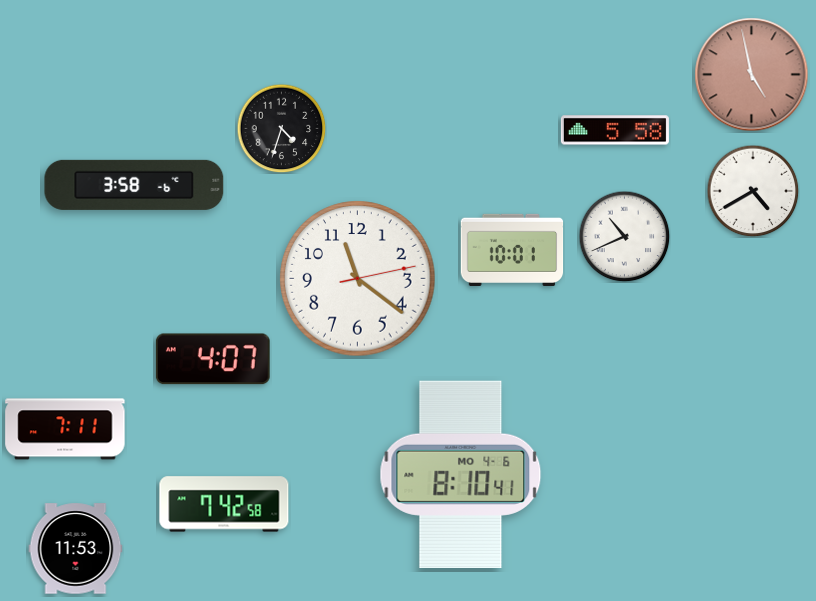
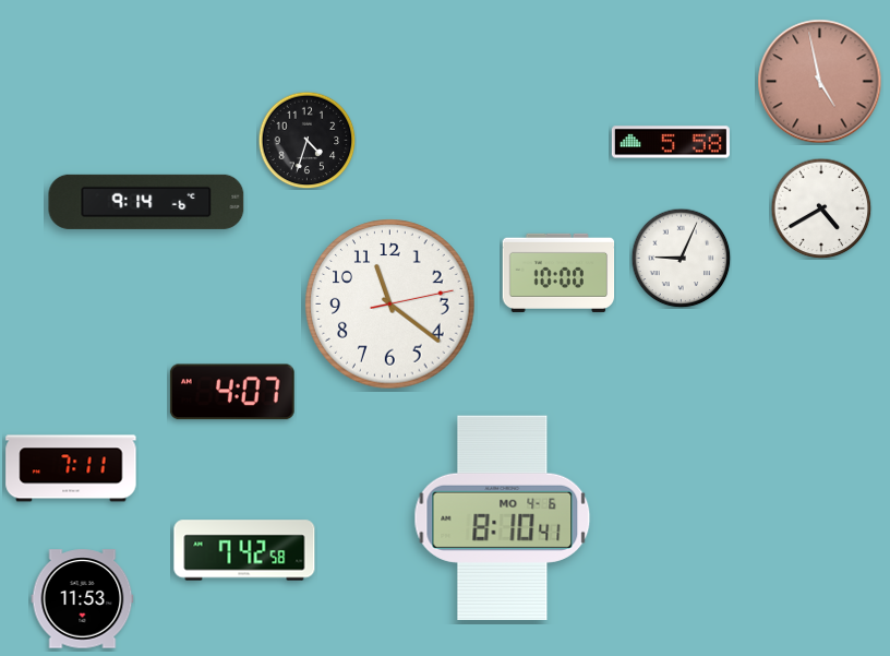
clock at (134, 185): 3:58 -> 9:14
clock at (624, 236): 10:41 -> 9:04
clock at (512, 250): 10:01 -> 10:00
